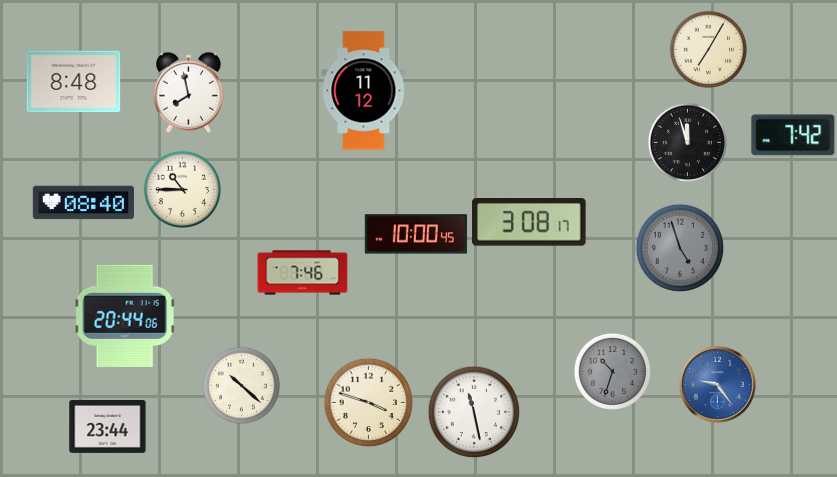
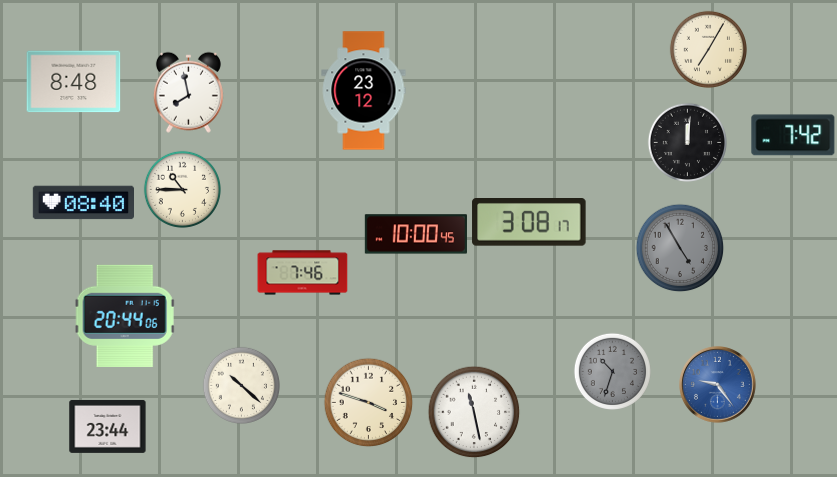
clock at (364, 91): 11:12 -> 23:12
clock at (687, 142): 11:57 -> 12:01
clock at (680, 248): 4:57 -> 4:55
